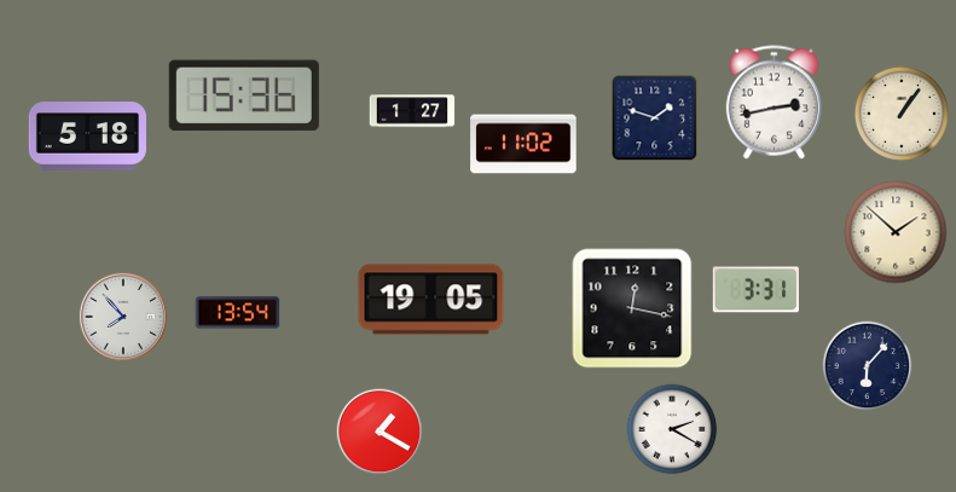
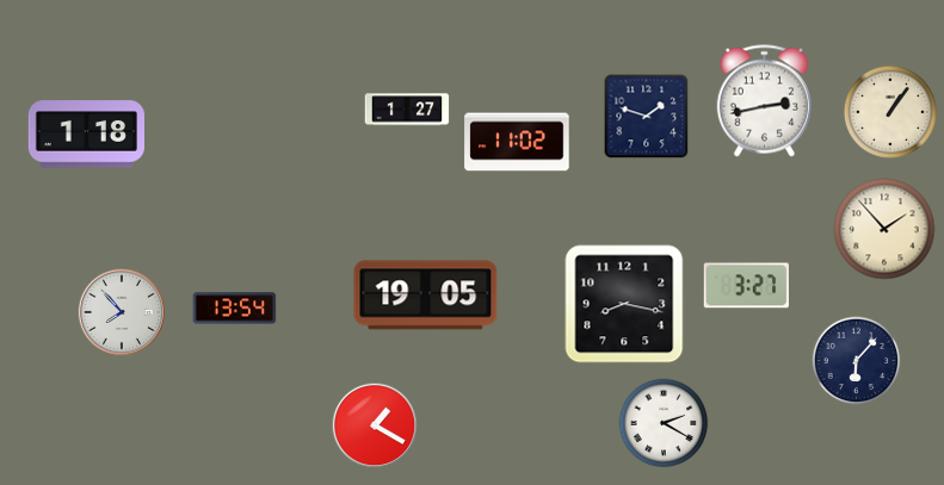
clock at (244, 95): 15:36 -> none
clock at (87, 137): 5:18 -> 1:18
clock at (896, 232): 1:52 -> 1:53
clock at (755, 290): 3:31 -> 3:27
clock at (632, 308): 12:17 -> 8:17
